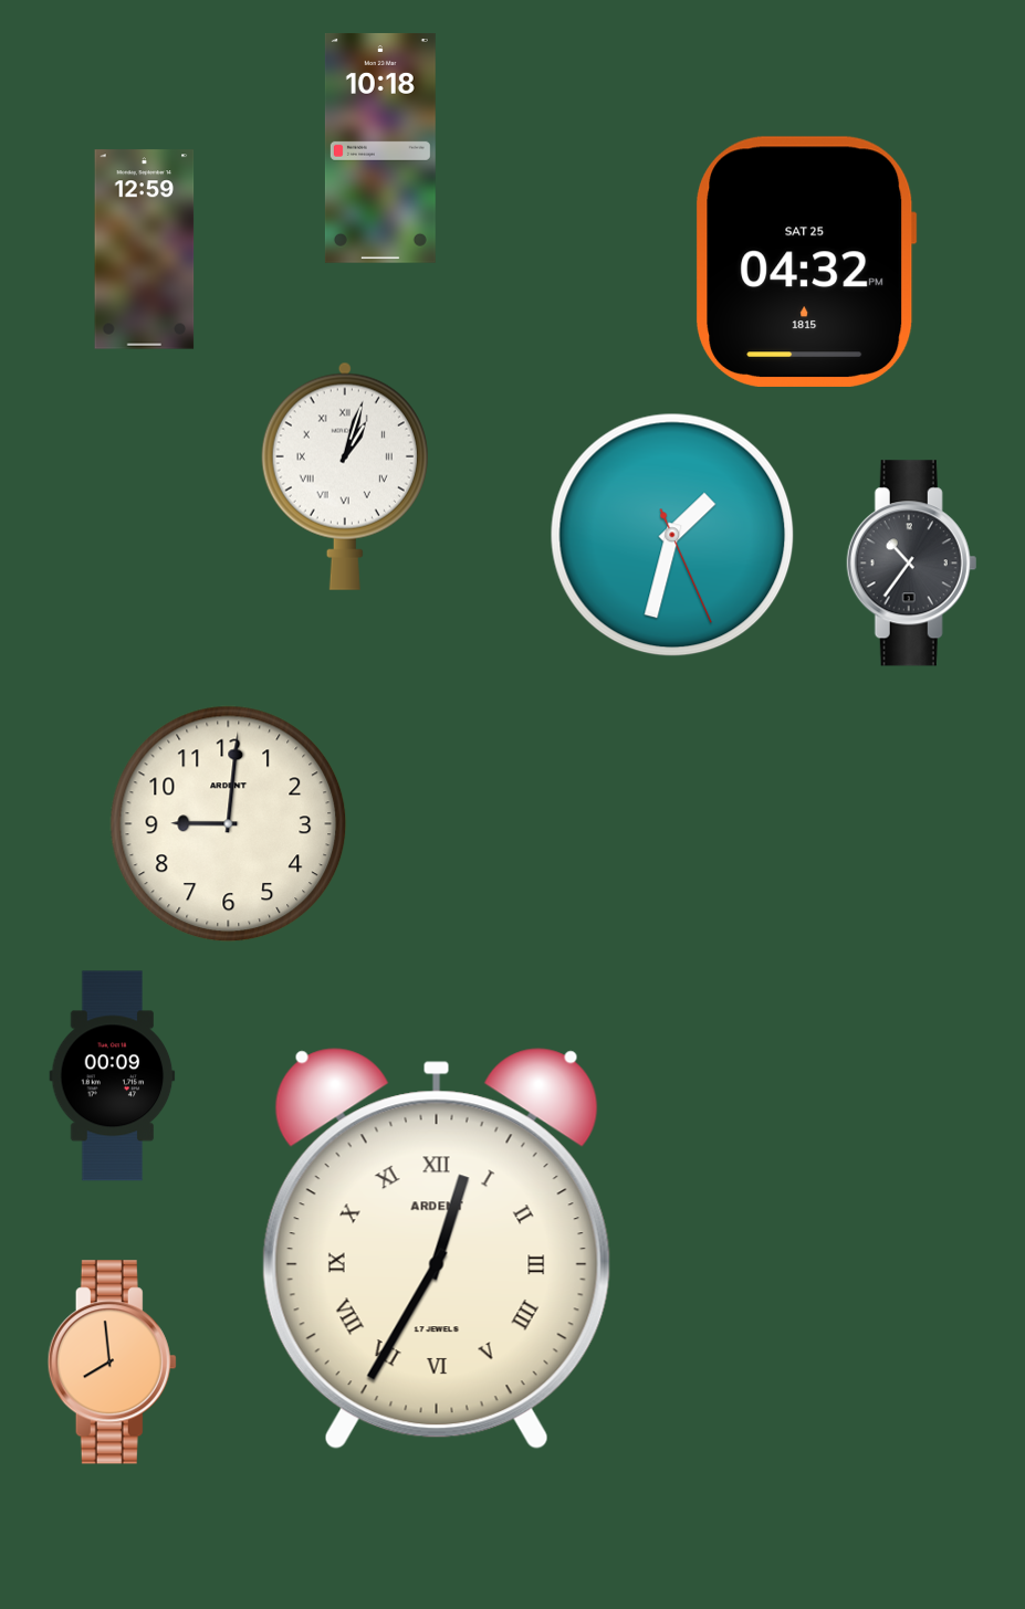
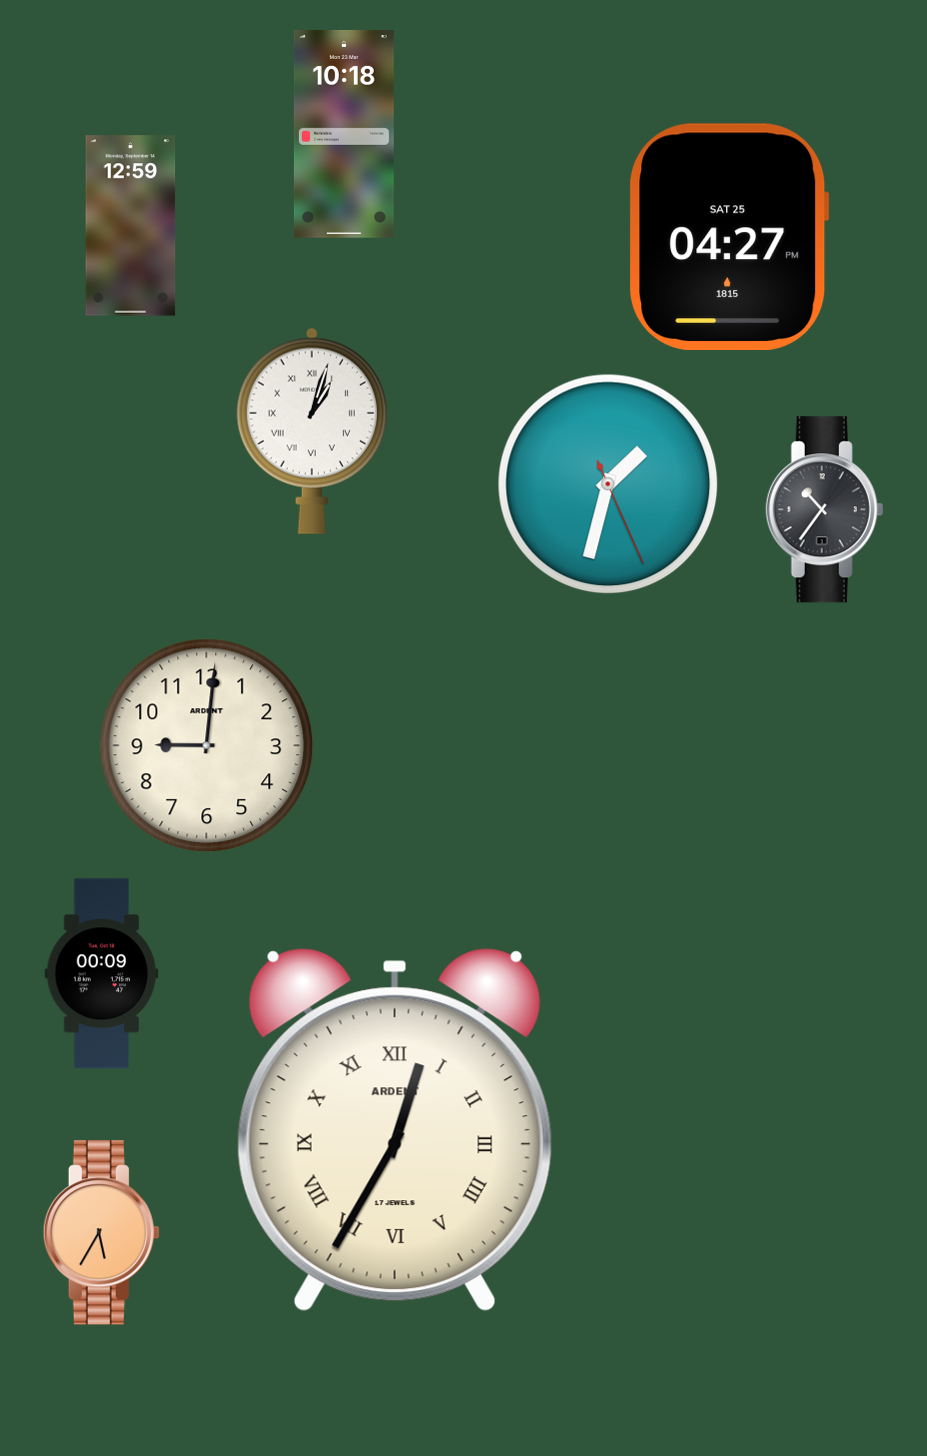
clock at (807, 262): 04:32 -> 04:27
clock at (112, 1363): 7:59 -> 5:35
